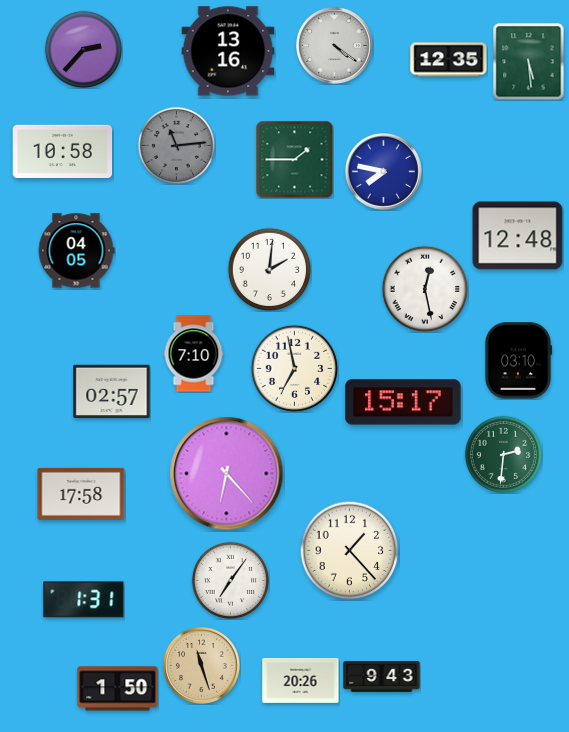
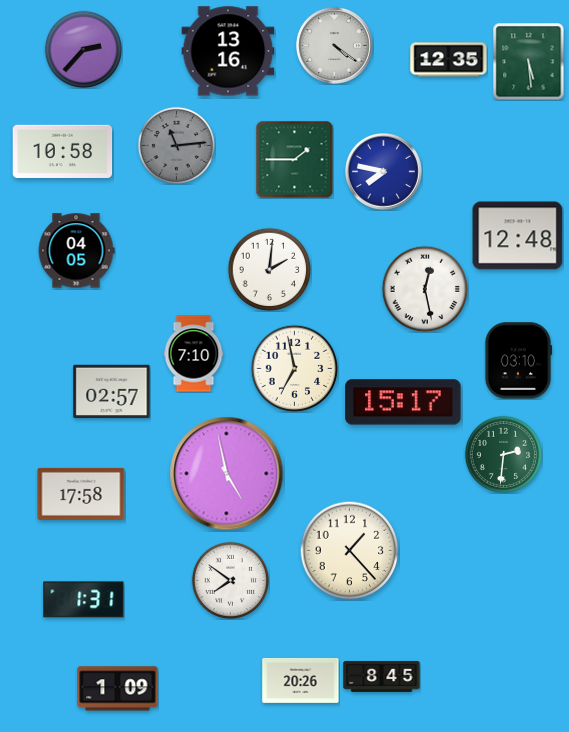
clock at (227, 474): 6:23 -> 4:58
clock at (230, 580): 7:06 -> 7:51
clock at (202, 666): 11:27 -> none
clock at (382, 677): 9:43 -> 8:45
clock at (118, 689): 1:50 -> 1:09
